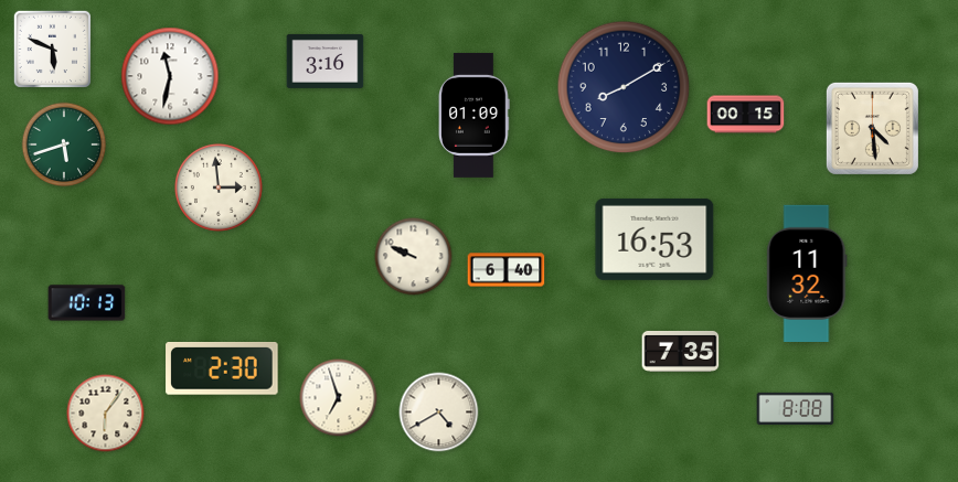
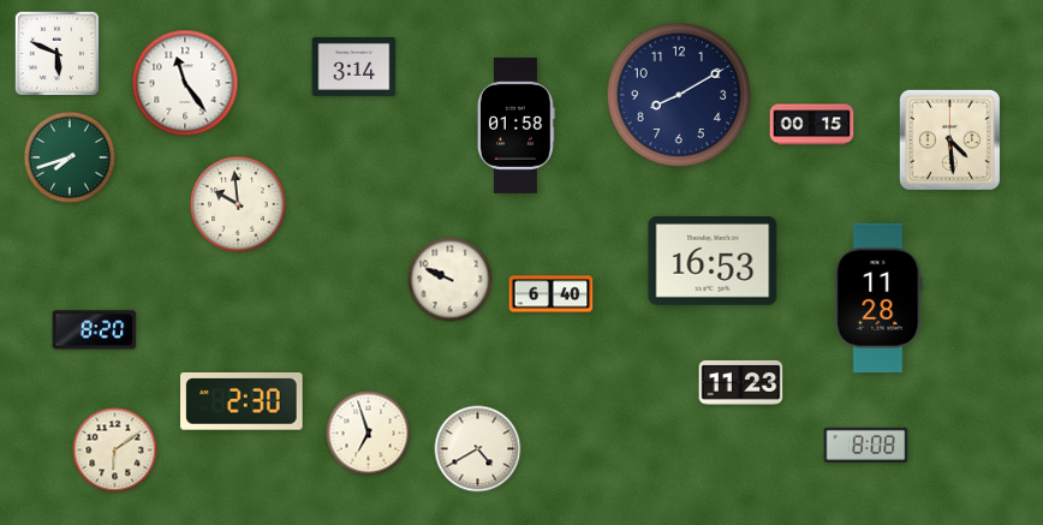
clock at (326, 61): 3:16 -> 3:14
clock at (170, 76): 11:32 -> 11:24
clock at (475, 115): 01:09 -> 01:58
clock at (64, 144): 5:42 -> 7:42
clock at (219, 188): 2:59 -> 9:59
clock at (807, 272): 11:32 -> 11:28
clock at (87, 303): 10:13 -> 8:20
clock at (681, 351): 7:35 -> 11:23
clock at (106, 414): 6:06 -> 6:09
